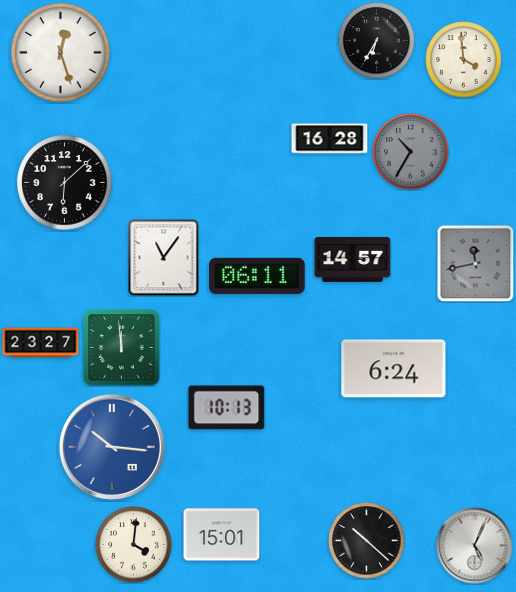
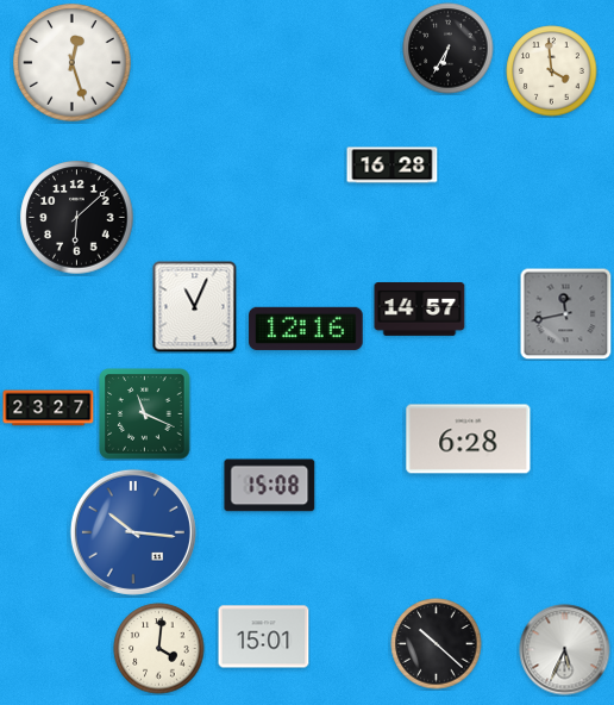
clock at (411, 152): 10:35 -> none
clock at (164, 258): 11:06 -> 11:04
clock at (257, 276): 06:11 -> 12:16
clock at (122, 348): 11:59 -> 11:19
clock at (394, 369): 6:24 -> 6:28
clock at (227, 408): 10:13 -> 15:08
clock at (475, 546): 5:04 -> 5:34
